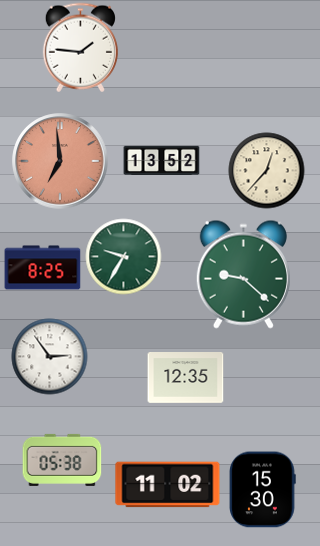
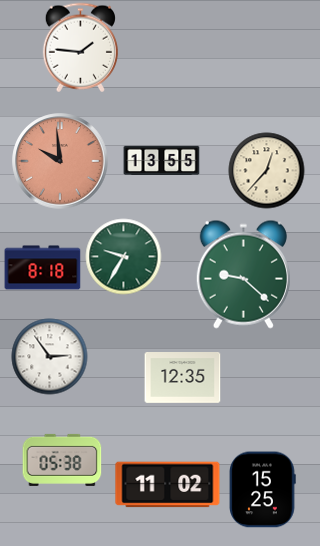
clock at (60, 161): 6:59 -> 9:59
clock at (162, 161): 13:52 -> 13:55
clock at (43, 268): 8:25 -> 8:18
clock at (186, 378) position: (186, 378) -> (183, 378)
clock at (262, 490): 15:30 -> 15:25
